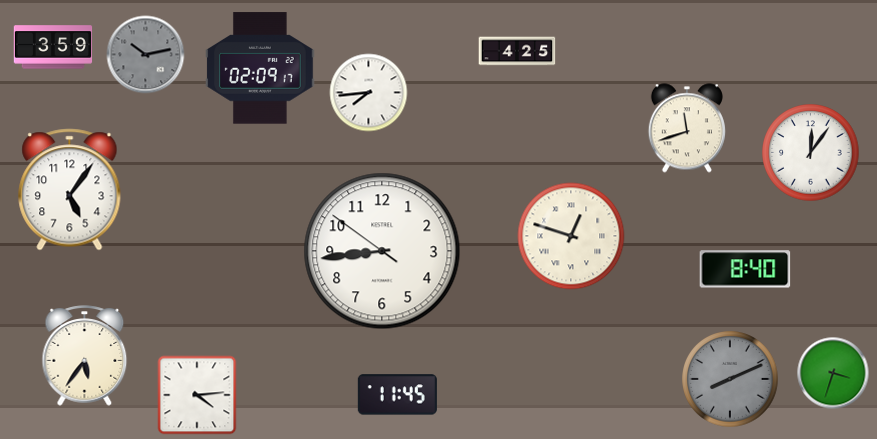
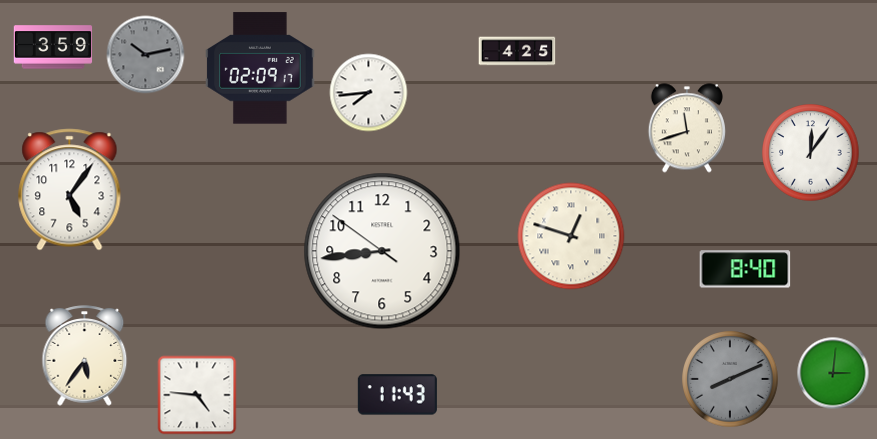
clock at (833, 373): 3:33 -> 3:01
clock at (197, 395): 4:14 -> 4:46
clock at (397, 395): 11:45 -> 11:43
